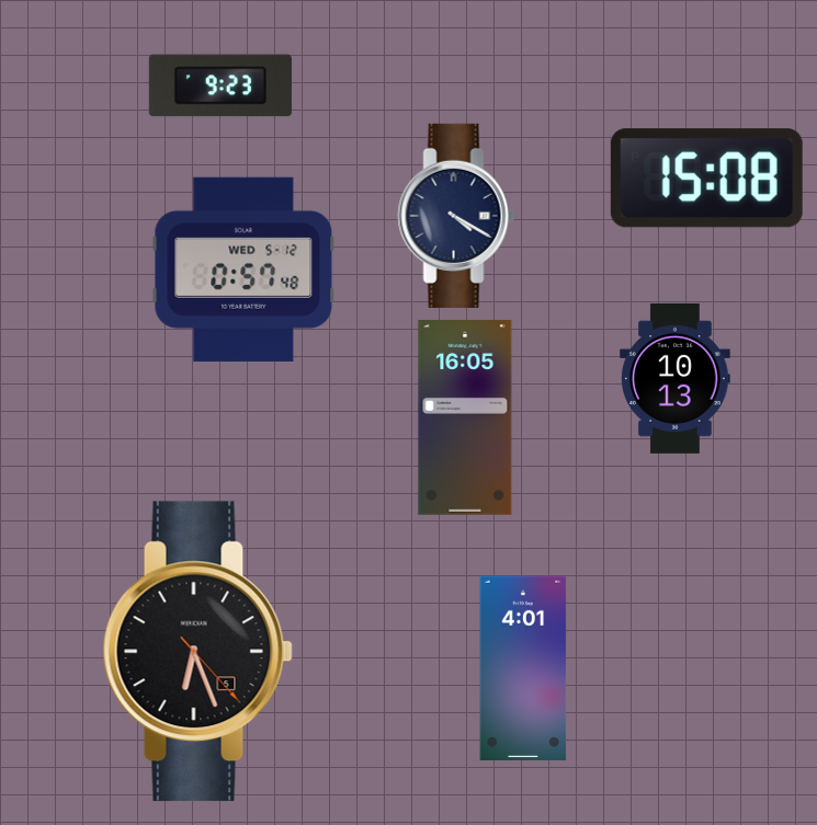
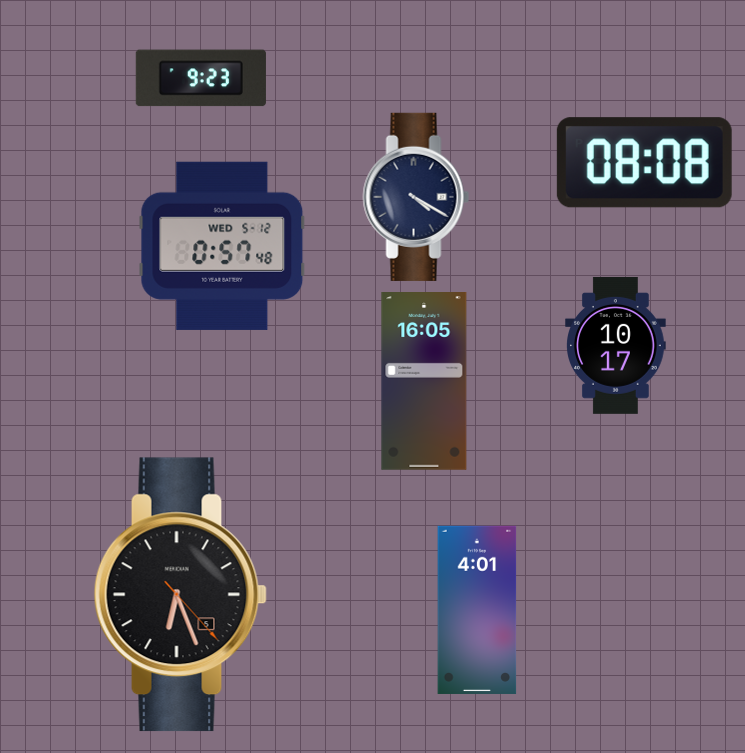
clock at (706, 179): 15:08 -> 08:08
clock at (676, 378): 10:13 -> 10:17
